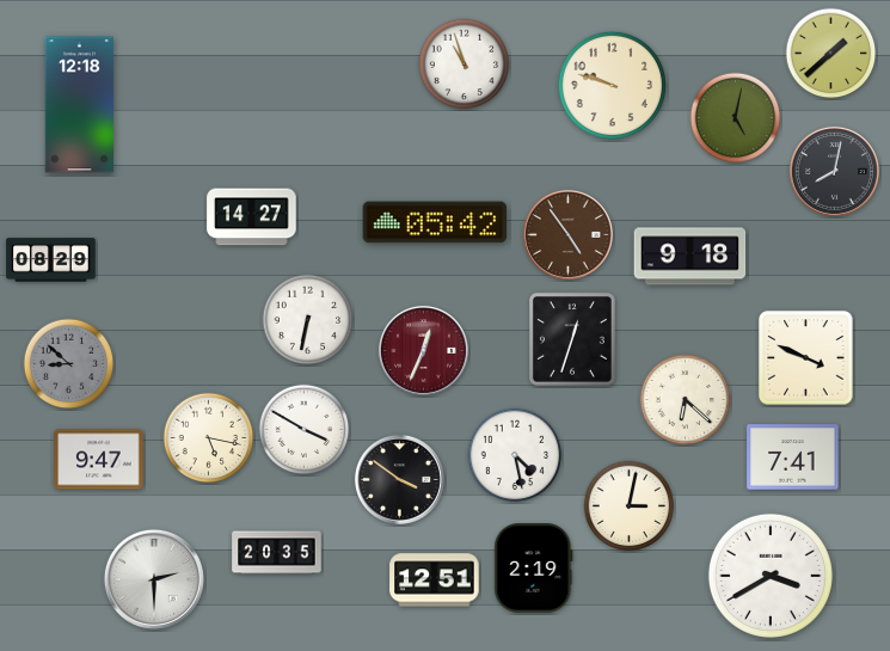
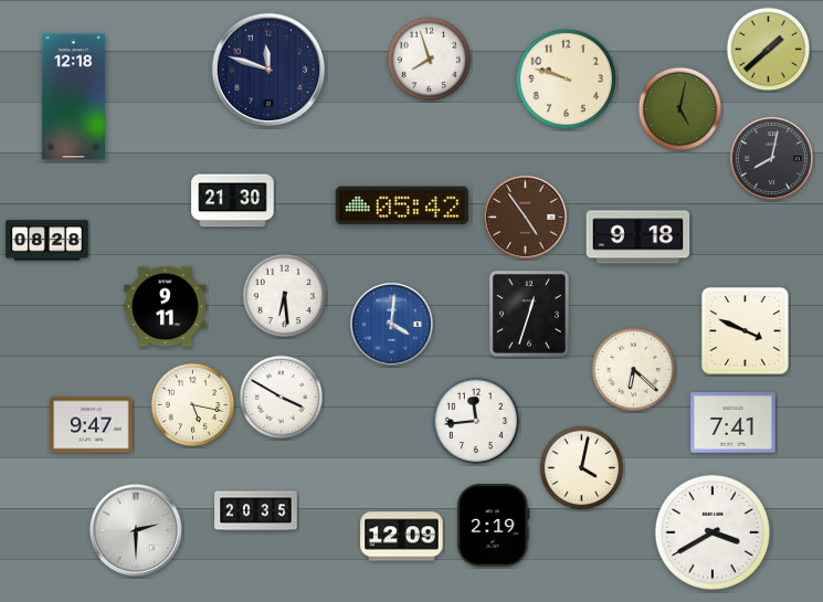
clock at (465, 65): 10:57 -> 7:57
clock at (268, 70): none -> 11:48
clock at (252, 217): 14:27 -> 21:30
clock at (51, 260): 08:29 -> 08:28
clock at (308, 320): 6:32 -> 6:29
clock at (166, 307): none -> 9:11
clock at (423, 350): 12:34 -> 4:01
clock at (423, 350) dial: burgundy -> blue
clock at (69, 364): 8:52 -> none
clock at (515, 455): 4:28 -> 11:44
clock at (399, 479): 3:51 -> none
clock at (630, 506): 3:02 -> 4:02
clock at (154, 579) position: (154, 579) -> (136, 530)
clock at (435, 581): 12:51 -> 12:09
